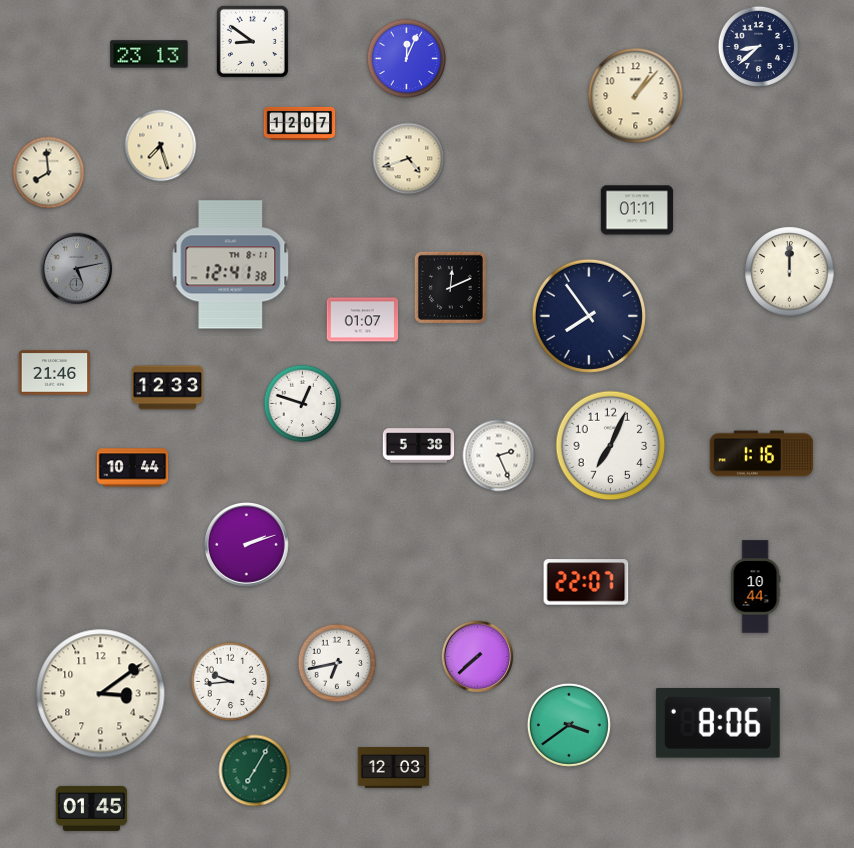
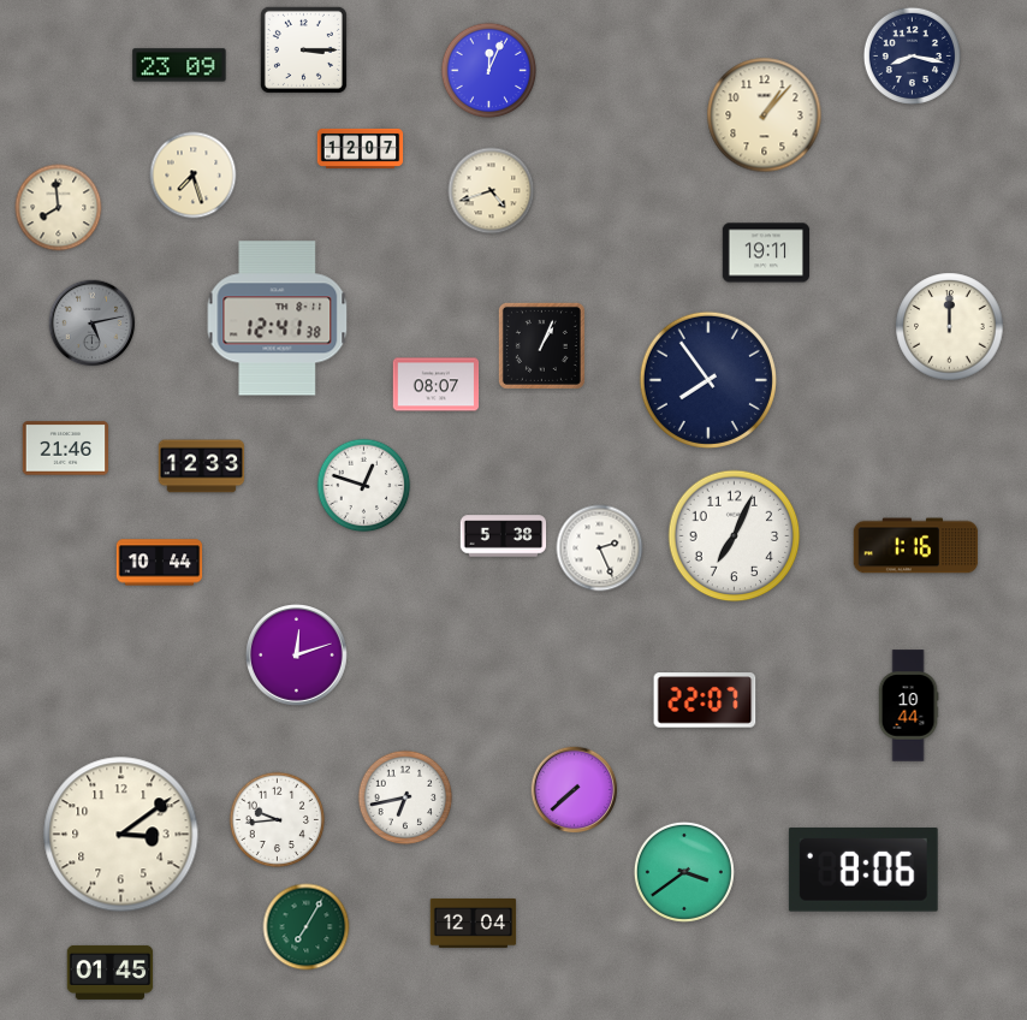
clock at (252, 41): 8:51 -> 3:15
clock at (758, 46): 8:38 -> 8:17
clock at (149, 54): 23:13 -> 23:09
clock at (636, 210): 01:11 -> 19:11
clock at (450, 287): 12:11 -> 1:04
clock at (363, 320): 01:07 -> 08:07
clock at (247, 545): 2:12 -> 12:12
clock at (394, 768): 12:03 -> 12:04
